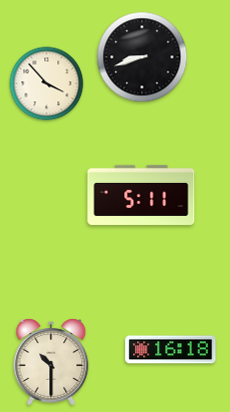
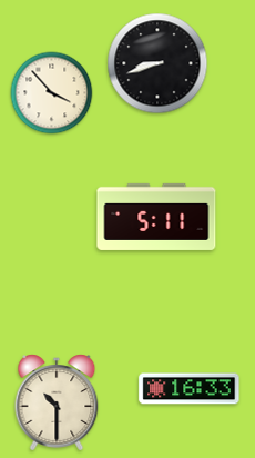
clock at (171, 350): 16:18 -> 16:33
